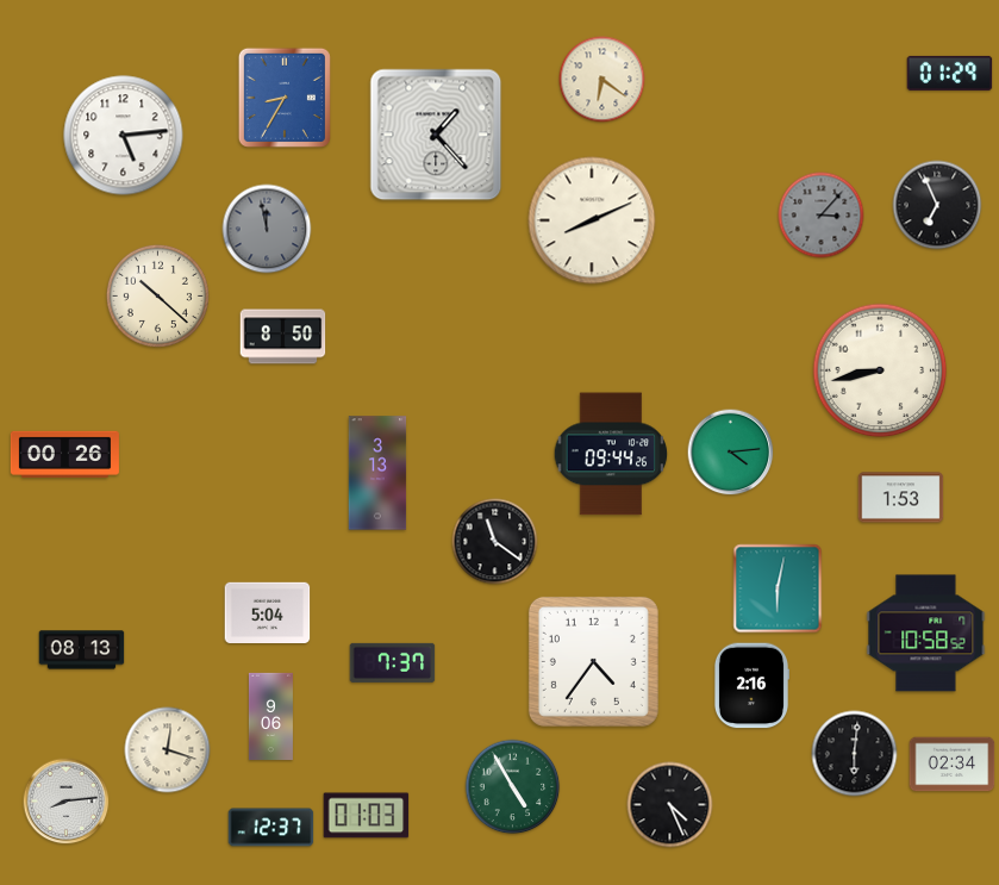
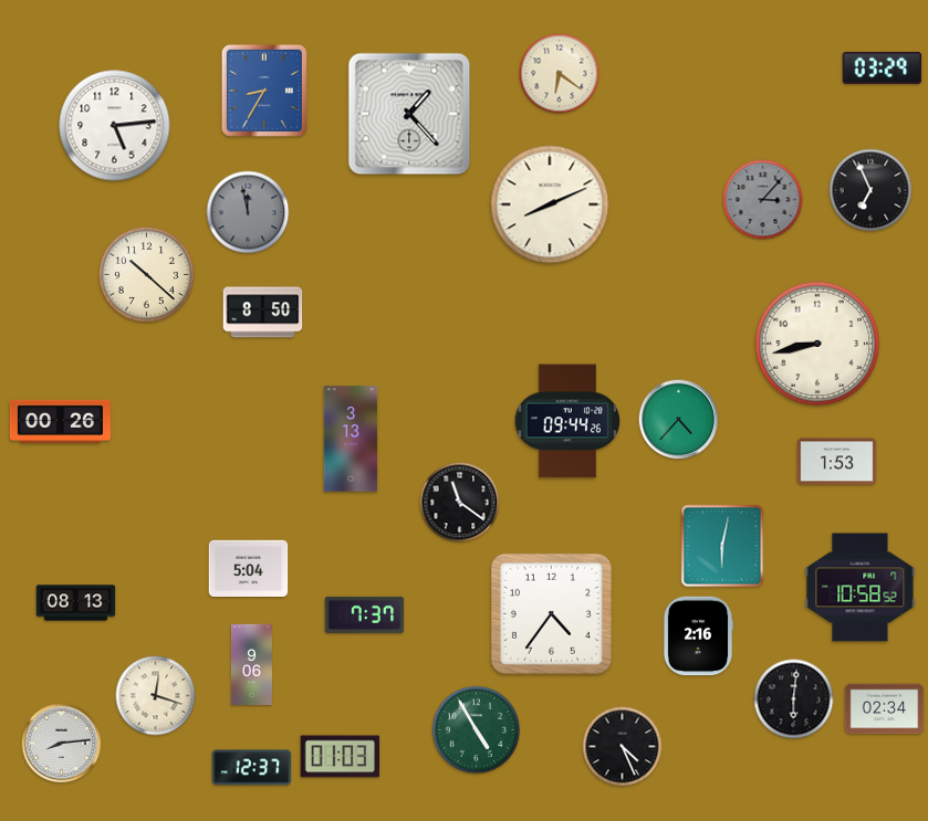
clock at (950, 73): 01:29 -> 03:29
clock at (436, 135) position: (436, 135) -> (409, 114)
clock at (731, 453): 4:14 -> 4:37
